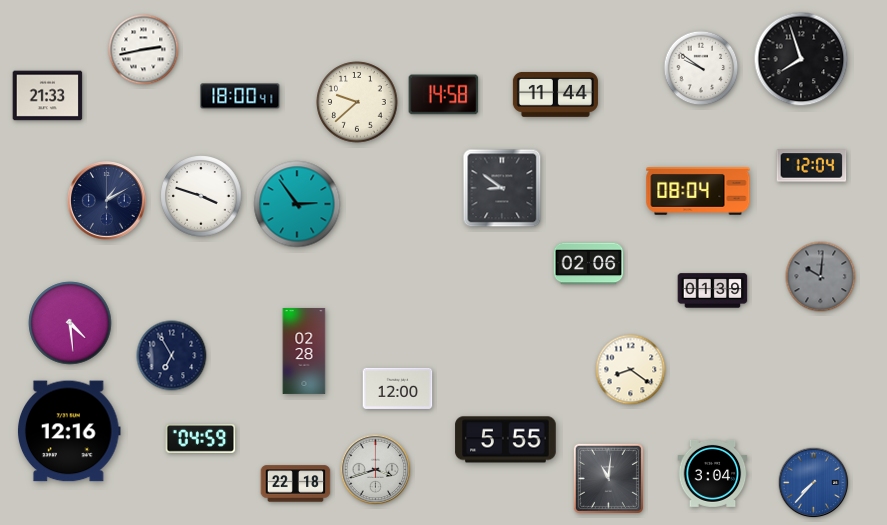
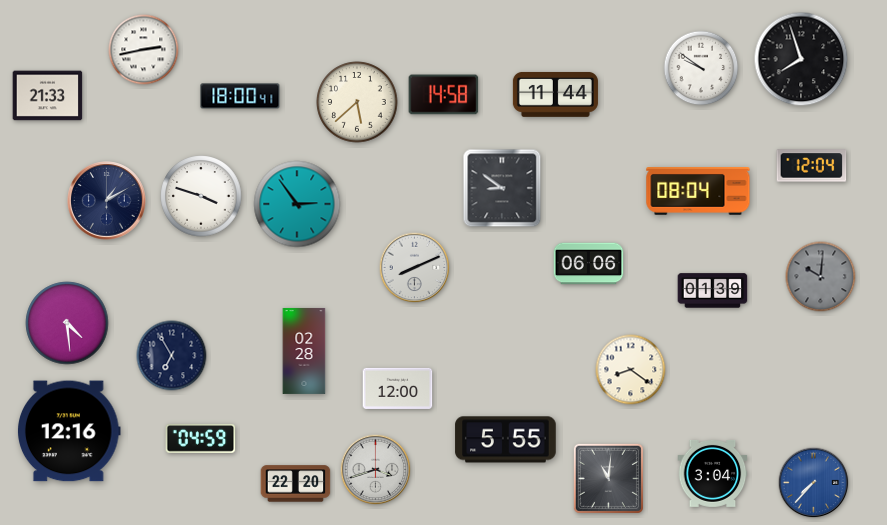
clock at (357, 102): 9:38 -> 5:38
clock at (589, 264): 02:06 -> 06:06
clock at (415, 268): none -> 8:11
clock at (70, 323) position: (70, 323) -> (67, 323)
clock at (296, 484): 22:18 -> 22:20
